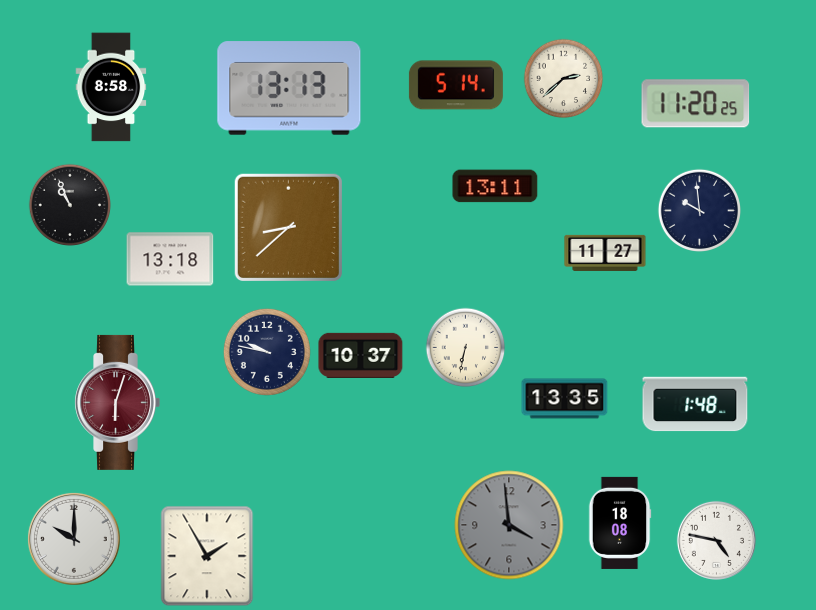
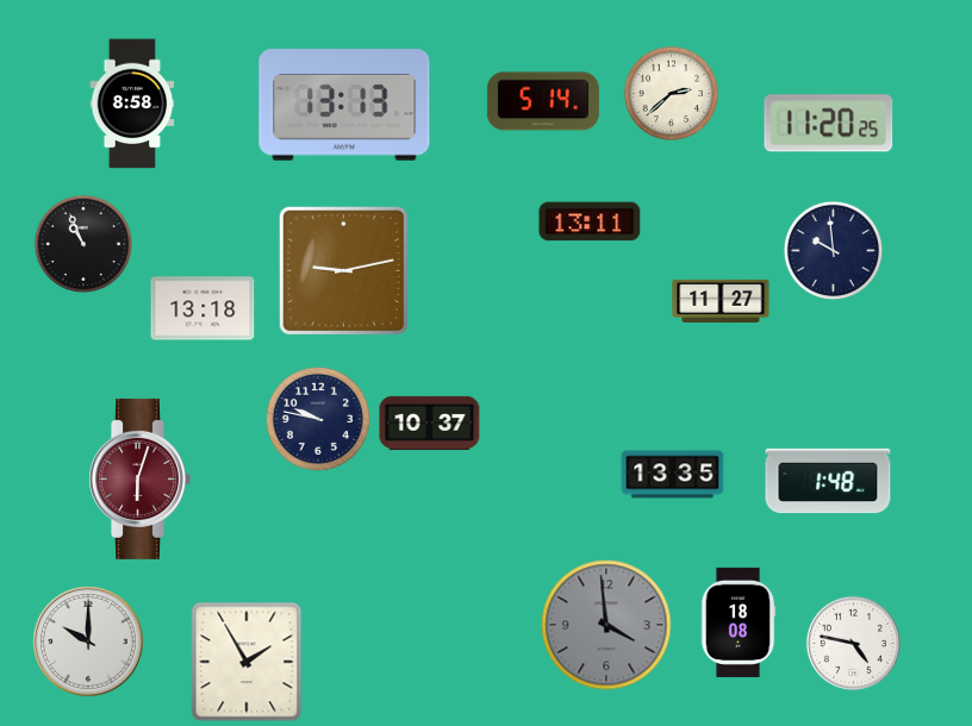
clock at (288, 227): 8:38 -> 9:13
clock at (466, 348): 6:32 -> none
